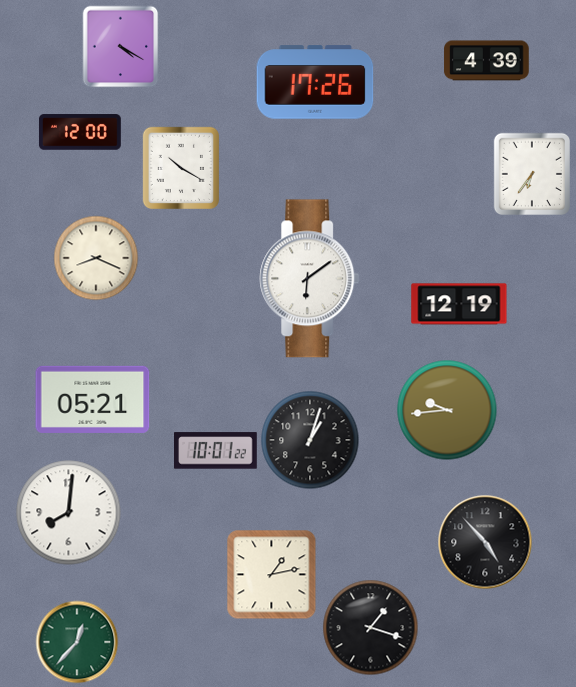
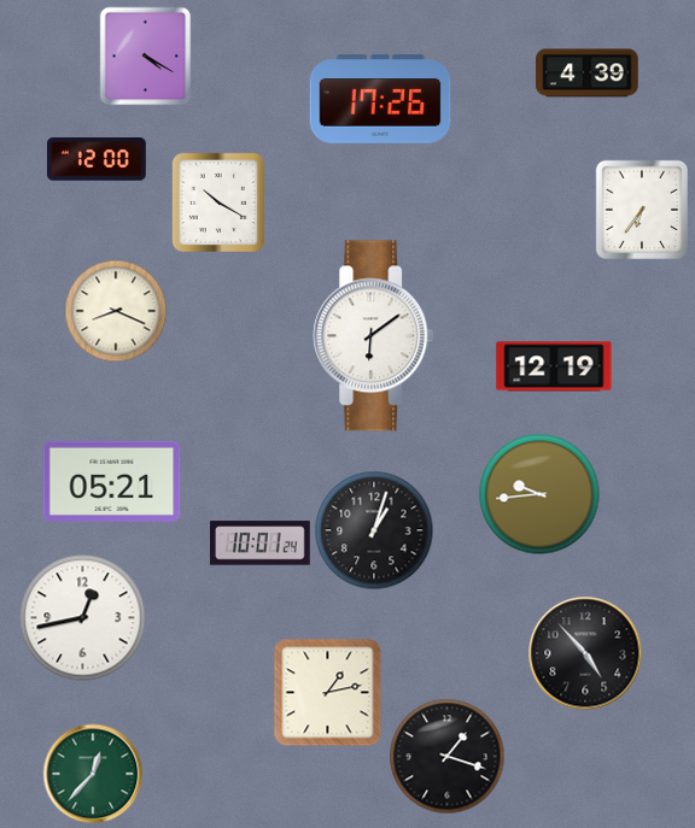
clock at (216, 451): 10:01:22 -> 10:01:24
clock at (69, 513): 8:01 -> 12:43
